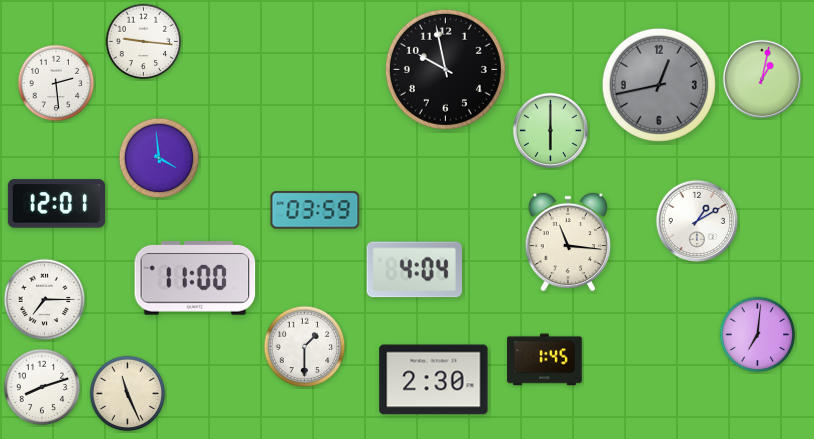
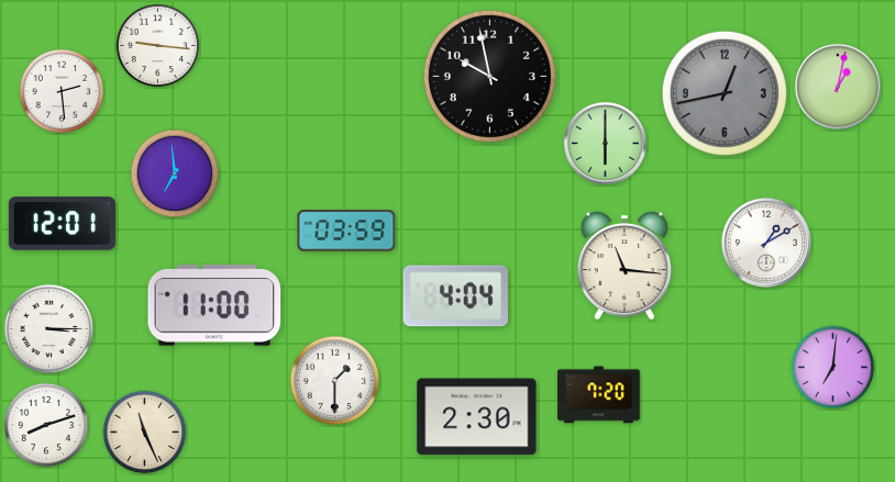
clock at (159, 158): 3:59 -> 6:59
clock at (45, 300): 7:15 -> 3:15
clock at (545, 360): 1:45 -> 7:20
clock at (128, 394) position: (128, 394) -> (145, 433)
